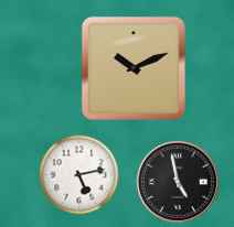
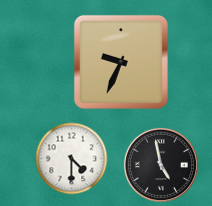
clock at (134, 68): 10:11 -> 9:34
clock at (79, 175): 5:13 -> 4:30
